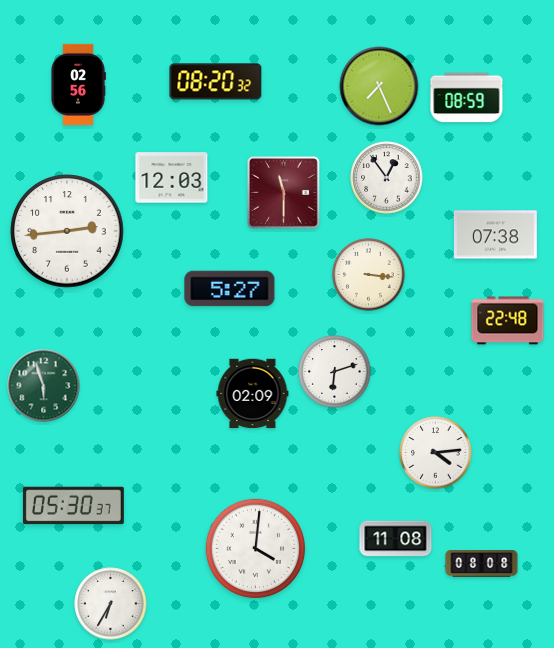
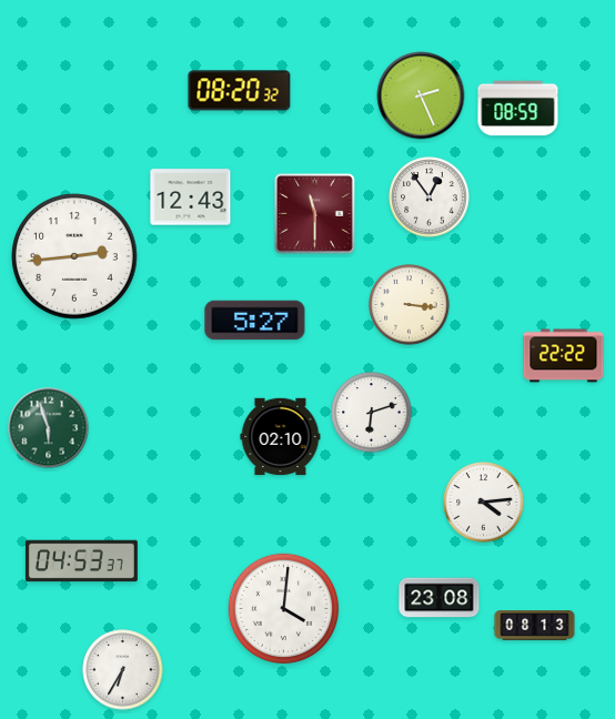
clock at (78, 84): 02:56 -> none
clock at (379, 86): 7:26 -> 2:26
clock at (172, 178): 12:03 -> 12:43
clock at (495, 235): 07:38 -> none
clock at (508, 321): 22:48 -> 22:22
clock at (253, 394): 02:09 -> 02:10
clock at (73, 506): 05:30 -> 04:53
clock at (396, 539): 11:08 -> 23:08
clock at (482, 564): 08:08 -> 08:13
